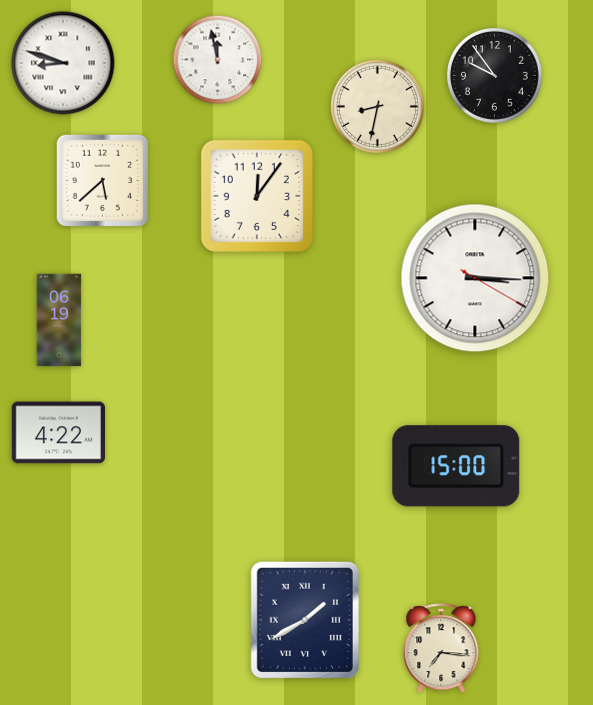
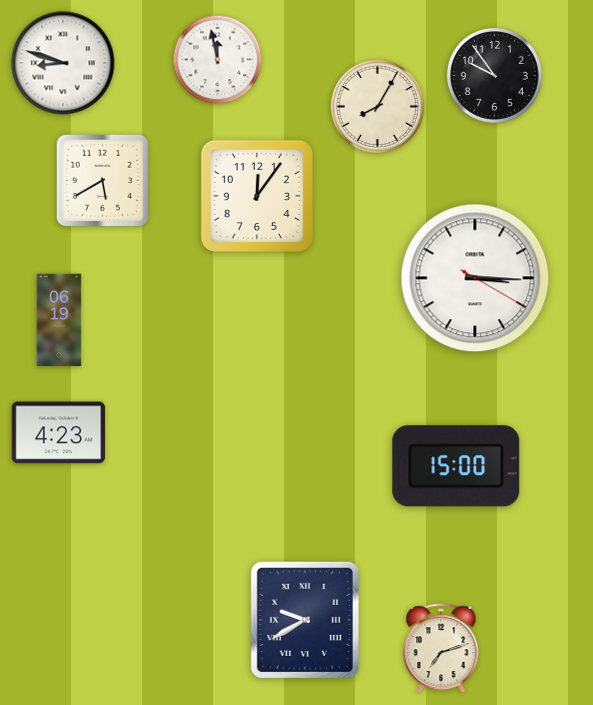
clock at (377, 106): 8:32 -> 8:05
clock at (103, 181): 5:38 -> 5:40
clock at (58, 433): 4:22 -> 4:23
clock at (305, 620): 1:40 -> 9:40
clock at (441, 649): 7:16 -> 7:12
